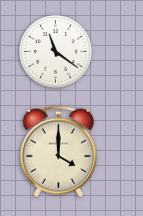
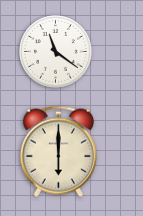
clock at (58, 151): 4:00 -> 6:00
